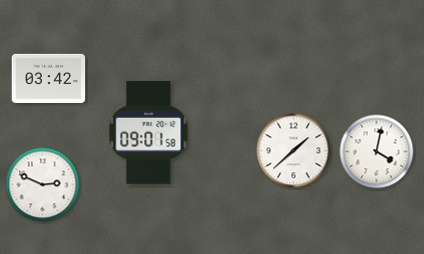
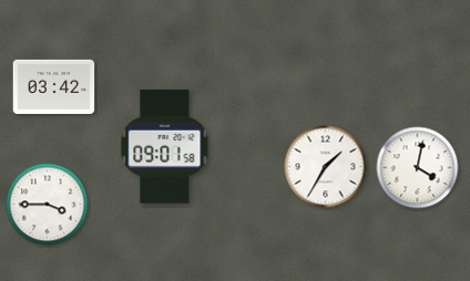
clock at (294, 151): 1:38 -> 1:35
clock at (43, 185): 2:49 -> 3:45
